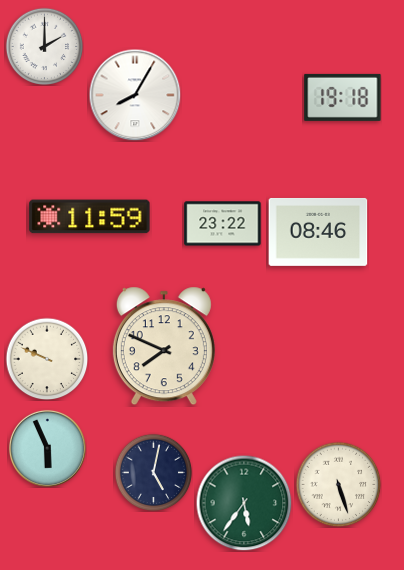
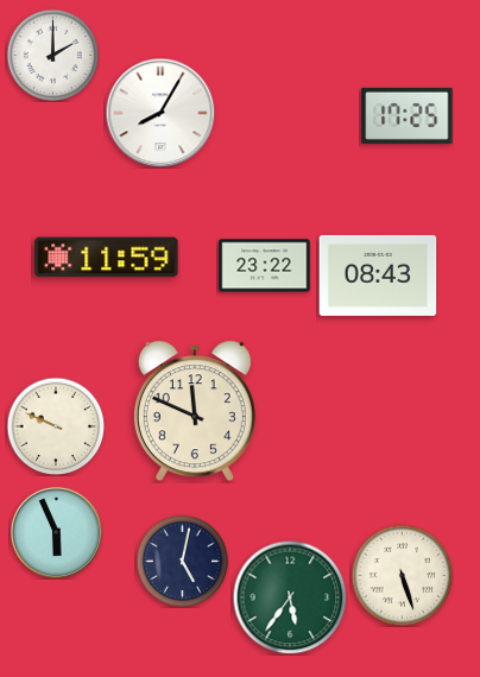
clock at (343, 97): 19:18 -> 17:25
clock at (318, 232): 08:46 -> 08:43
clock at (164, 346): 7:49 -> 11:49
